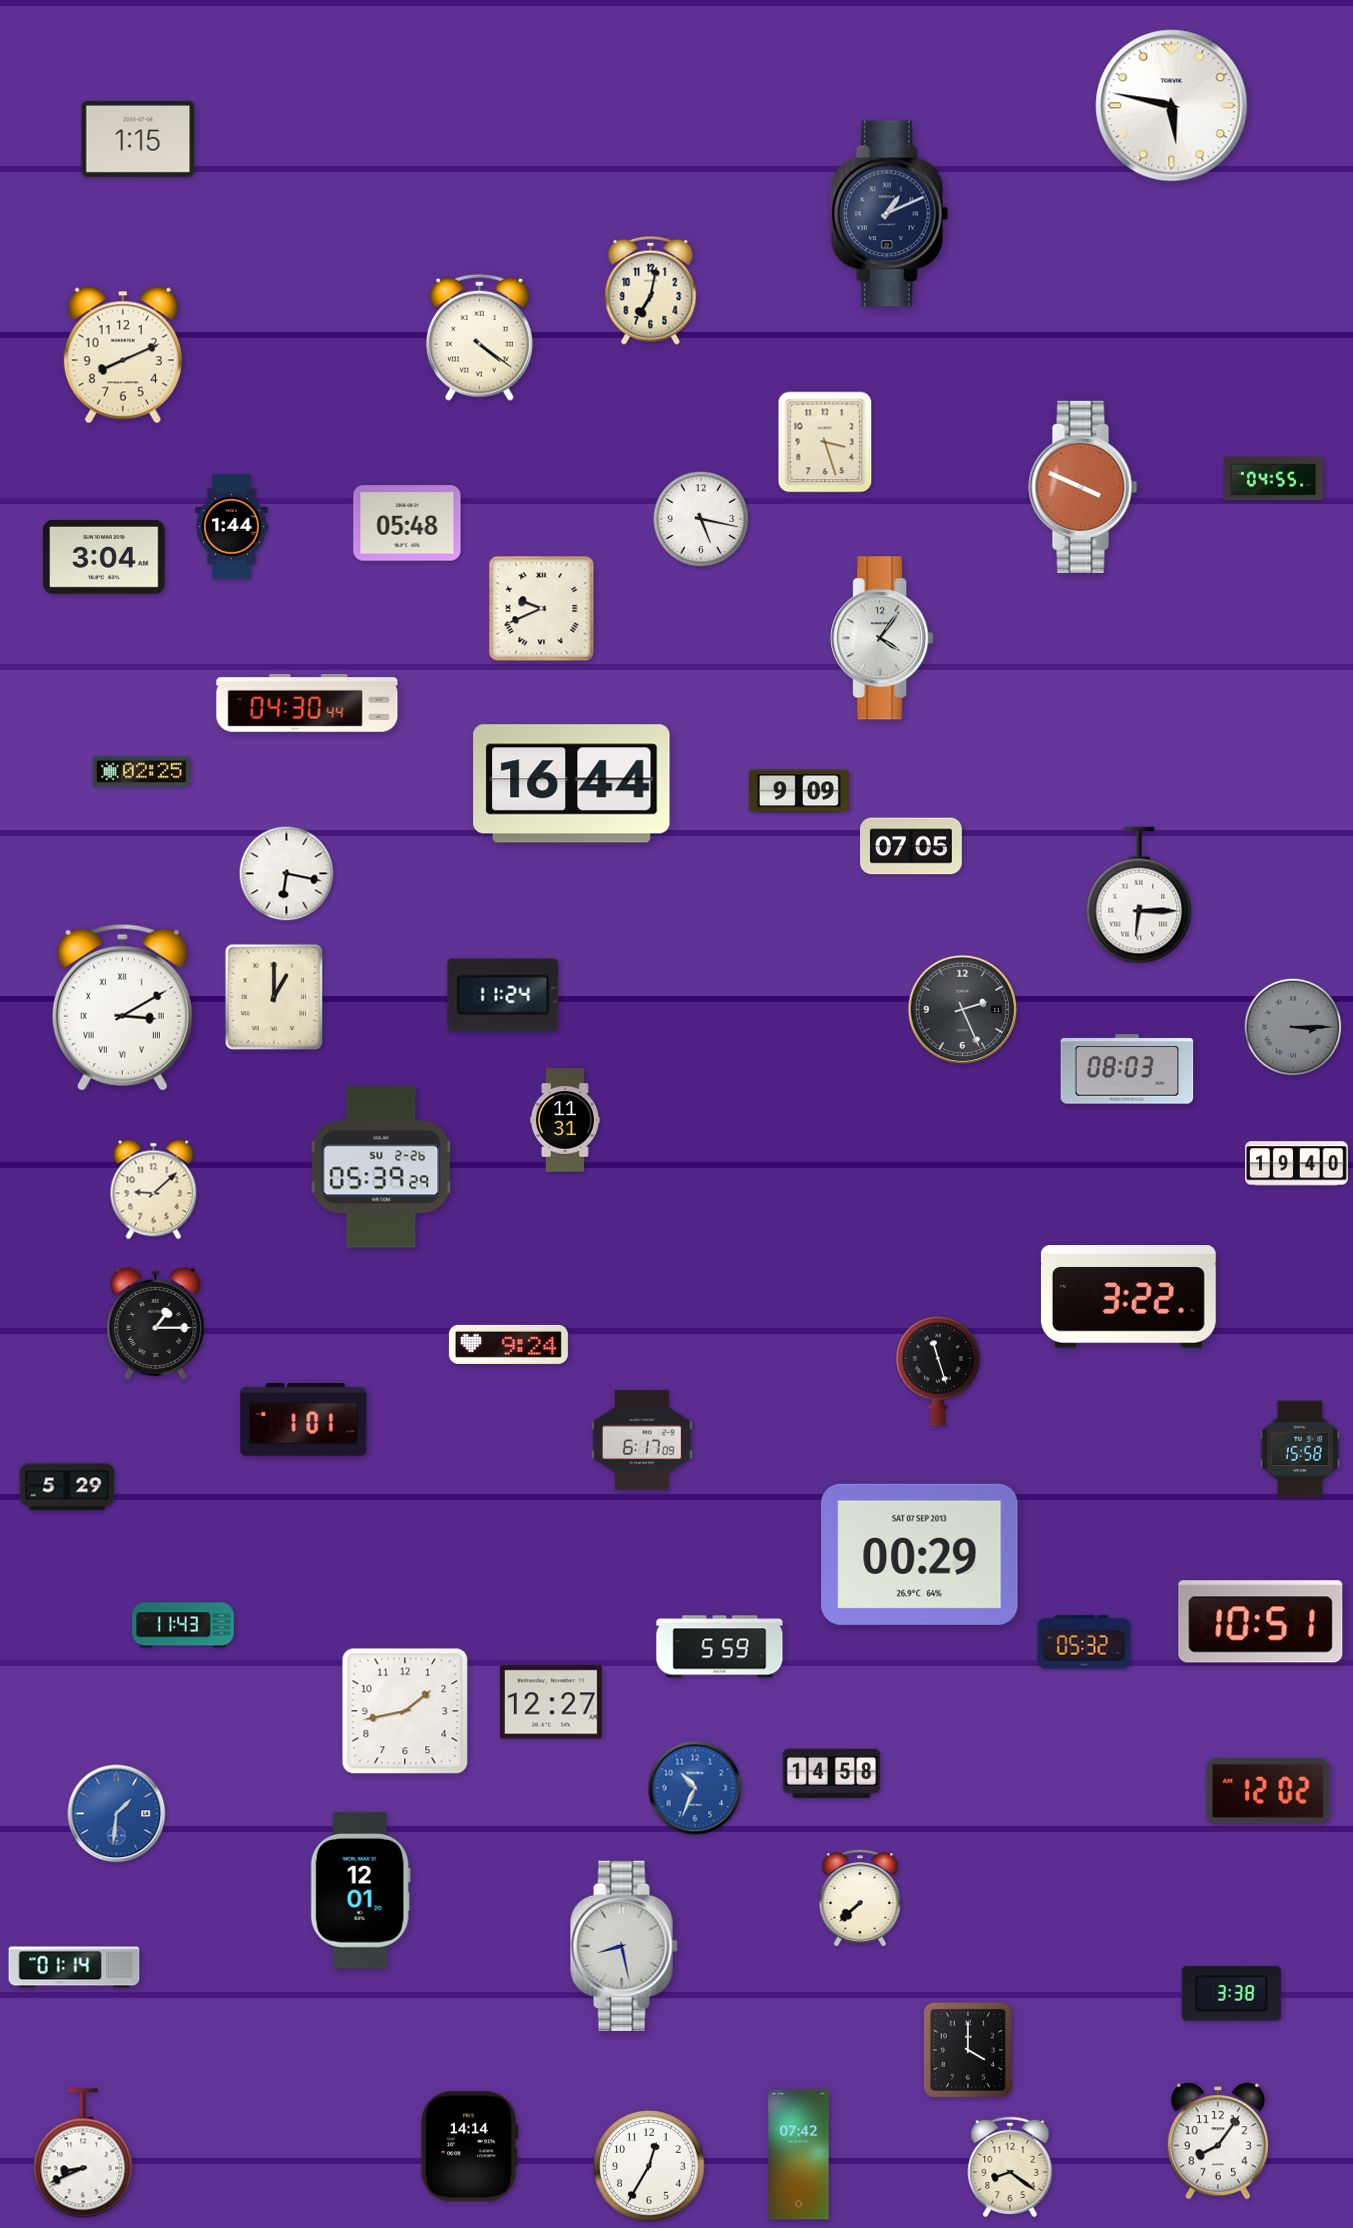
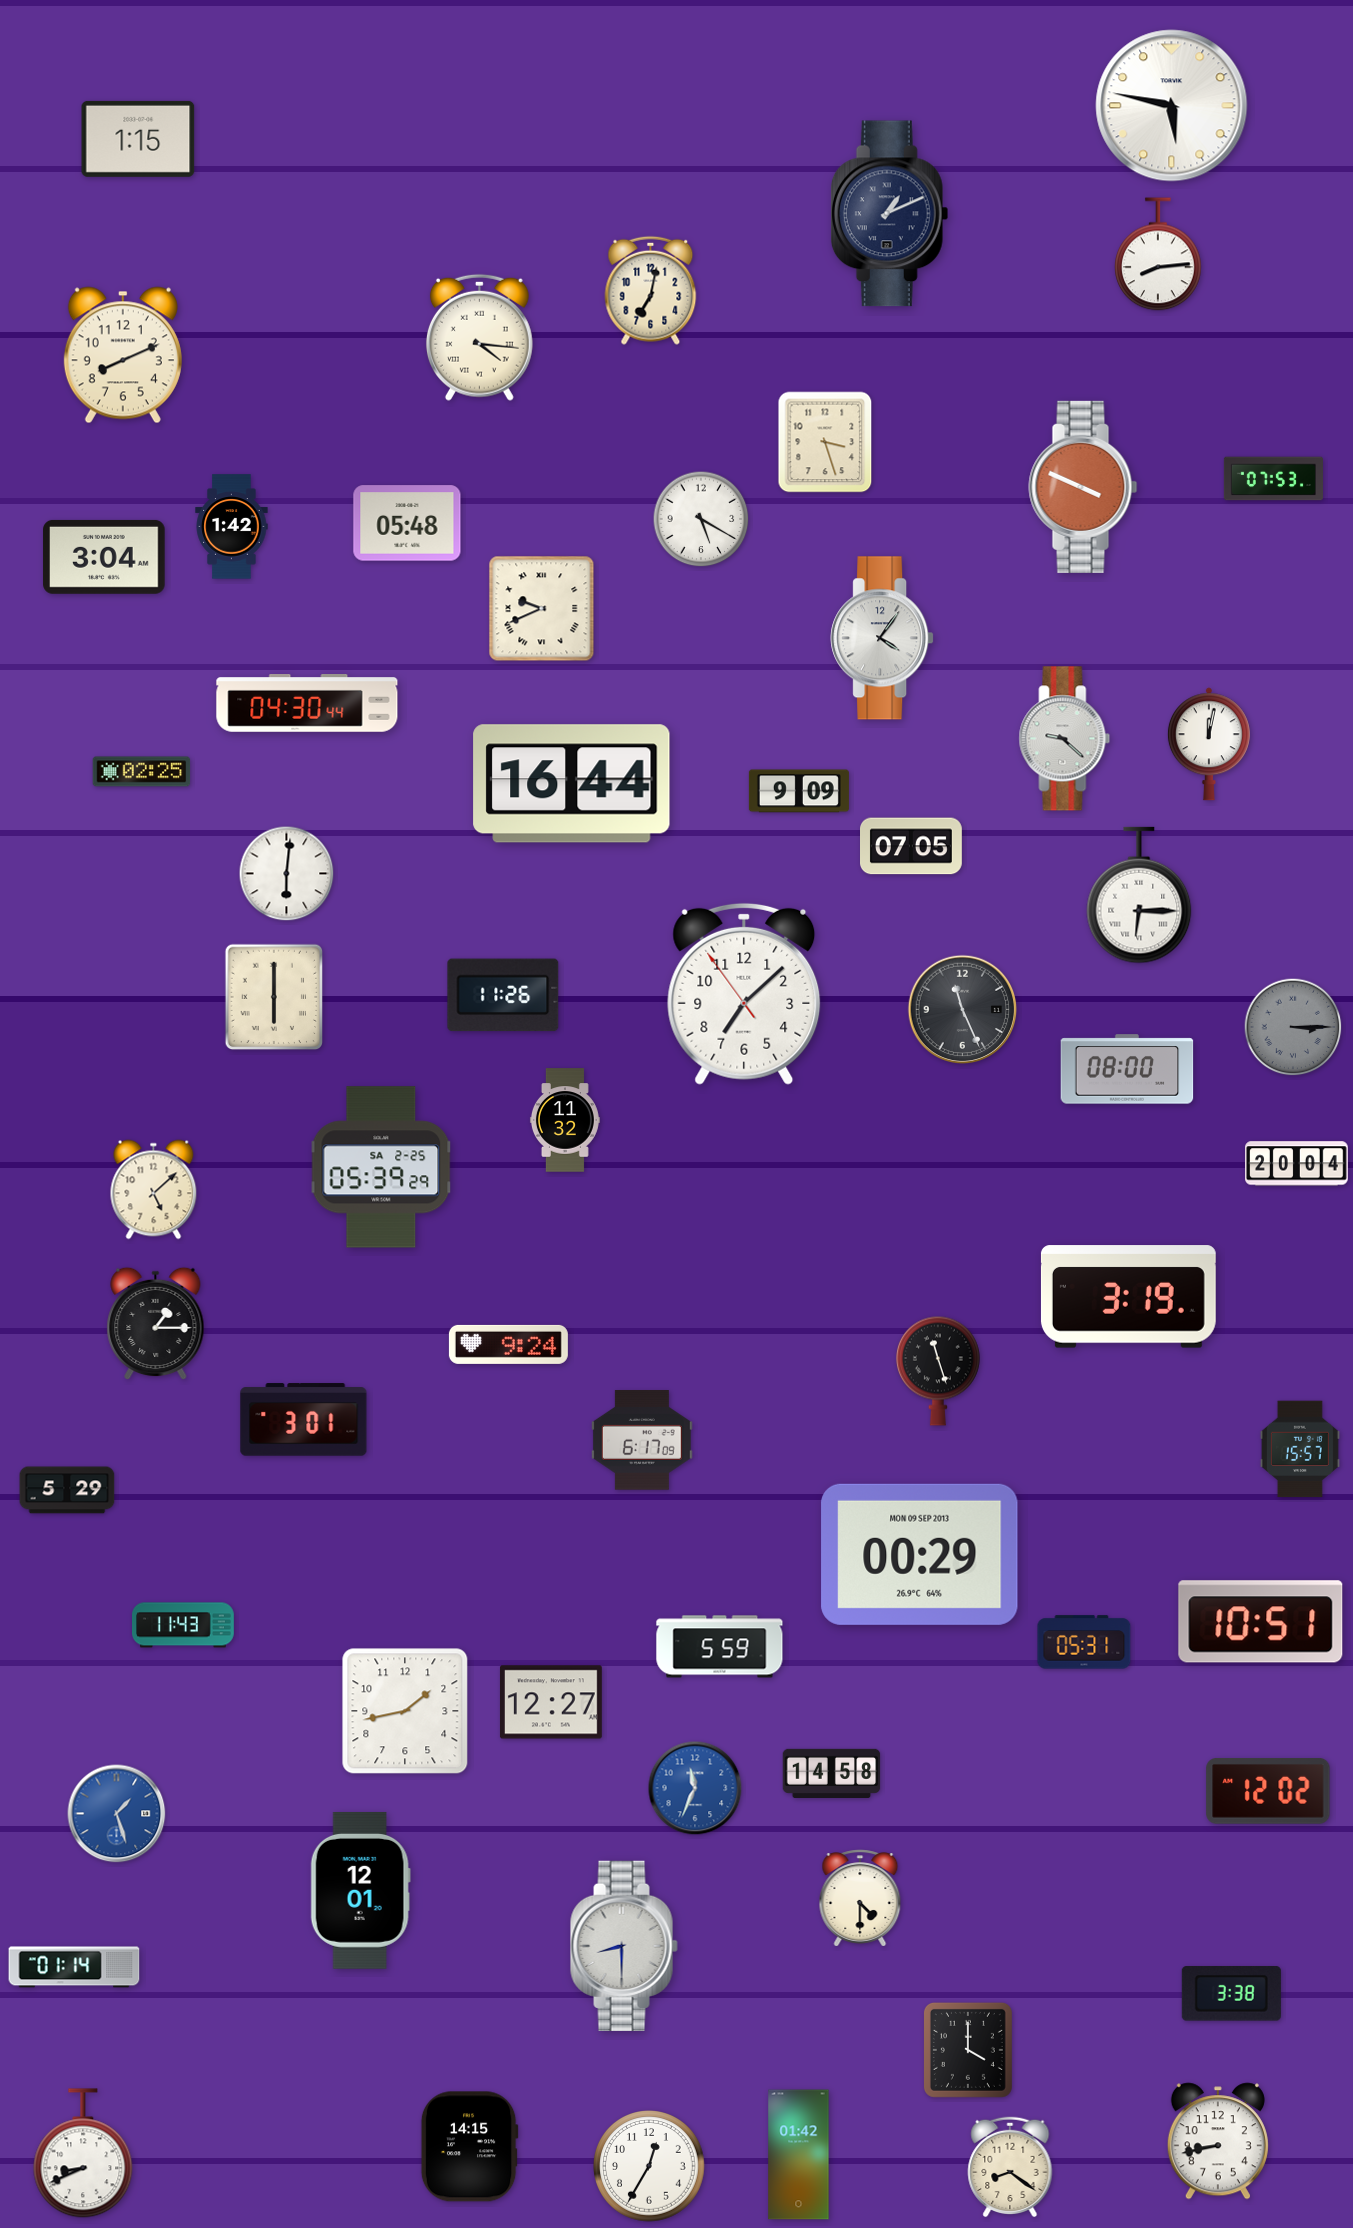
clock at (1158, 254): none -> 8:14
clock at (479, 337): 4:21 -> 4:16
clock at (1273, 479): 04:55 -> 07:53
clock at (701, 519): 5:17 -> 5:20
clock at (232, 527): 1:44 -> 1:42
clock at (1065, 739): none -> 9:22
clock at (1209, 744): none -> 12:02
clock at (287, 874): 6:17 -> 6:01
clock at (744, 994): none -> 7:07
clock at (503, 995): 11:24 -> 11:26
clock at (274, 997): 1:00 -> 6:00
clock at (122, 1007): 3:10 -> none
clock at (963, 1010): 2:26 -> 11:26
clock at (1127, 1069): 08:03 -> 08:00
clock at (565, 1120): 11:31 -> 11:32
clock at (1297, 1164): 19:40 -> 20:04
clock at (381, 1167) date: SU 2-26 -> SA 2-25
clock at (154, 1190): 9:08 -> 5:08
clock at (1128, 1297): 3:22 -> 3:19
clock at (304, 1420): 1:01 -> 3:01
clock at (1300, 1449): 15:58 -> 15:57
clock at (67, 1487) position: (67, 1487) -> (67, 1490)
clock at (920, 1554) date: SAT 07 SEP 2013 -> MON 09 SEP 2013
clock at (1084, 1642): 05:32 -> 05:31
clock at (695, 1788): 10:34 -> 11:34
clock at (117, 1814): 1:31 -> 1:27
clock at (860, 1898): 7:38 -> 4:30
clock at (624, 1946): 8:28 -> 8:30
clock at (1218, 2141): 8:06 -> 8:43
clock at (469, 2147): 14:14 -> 14:15
clock at (799, 2155): 07:42 -> 01:42
